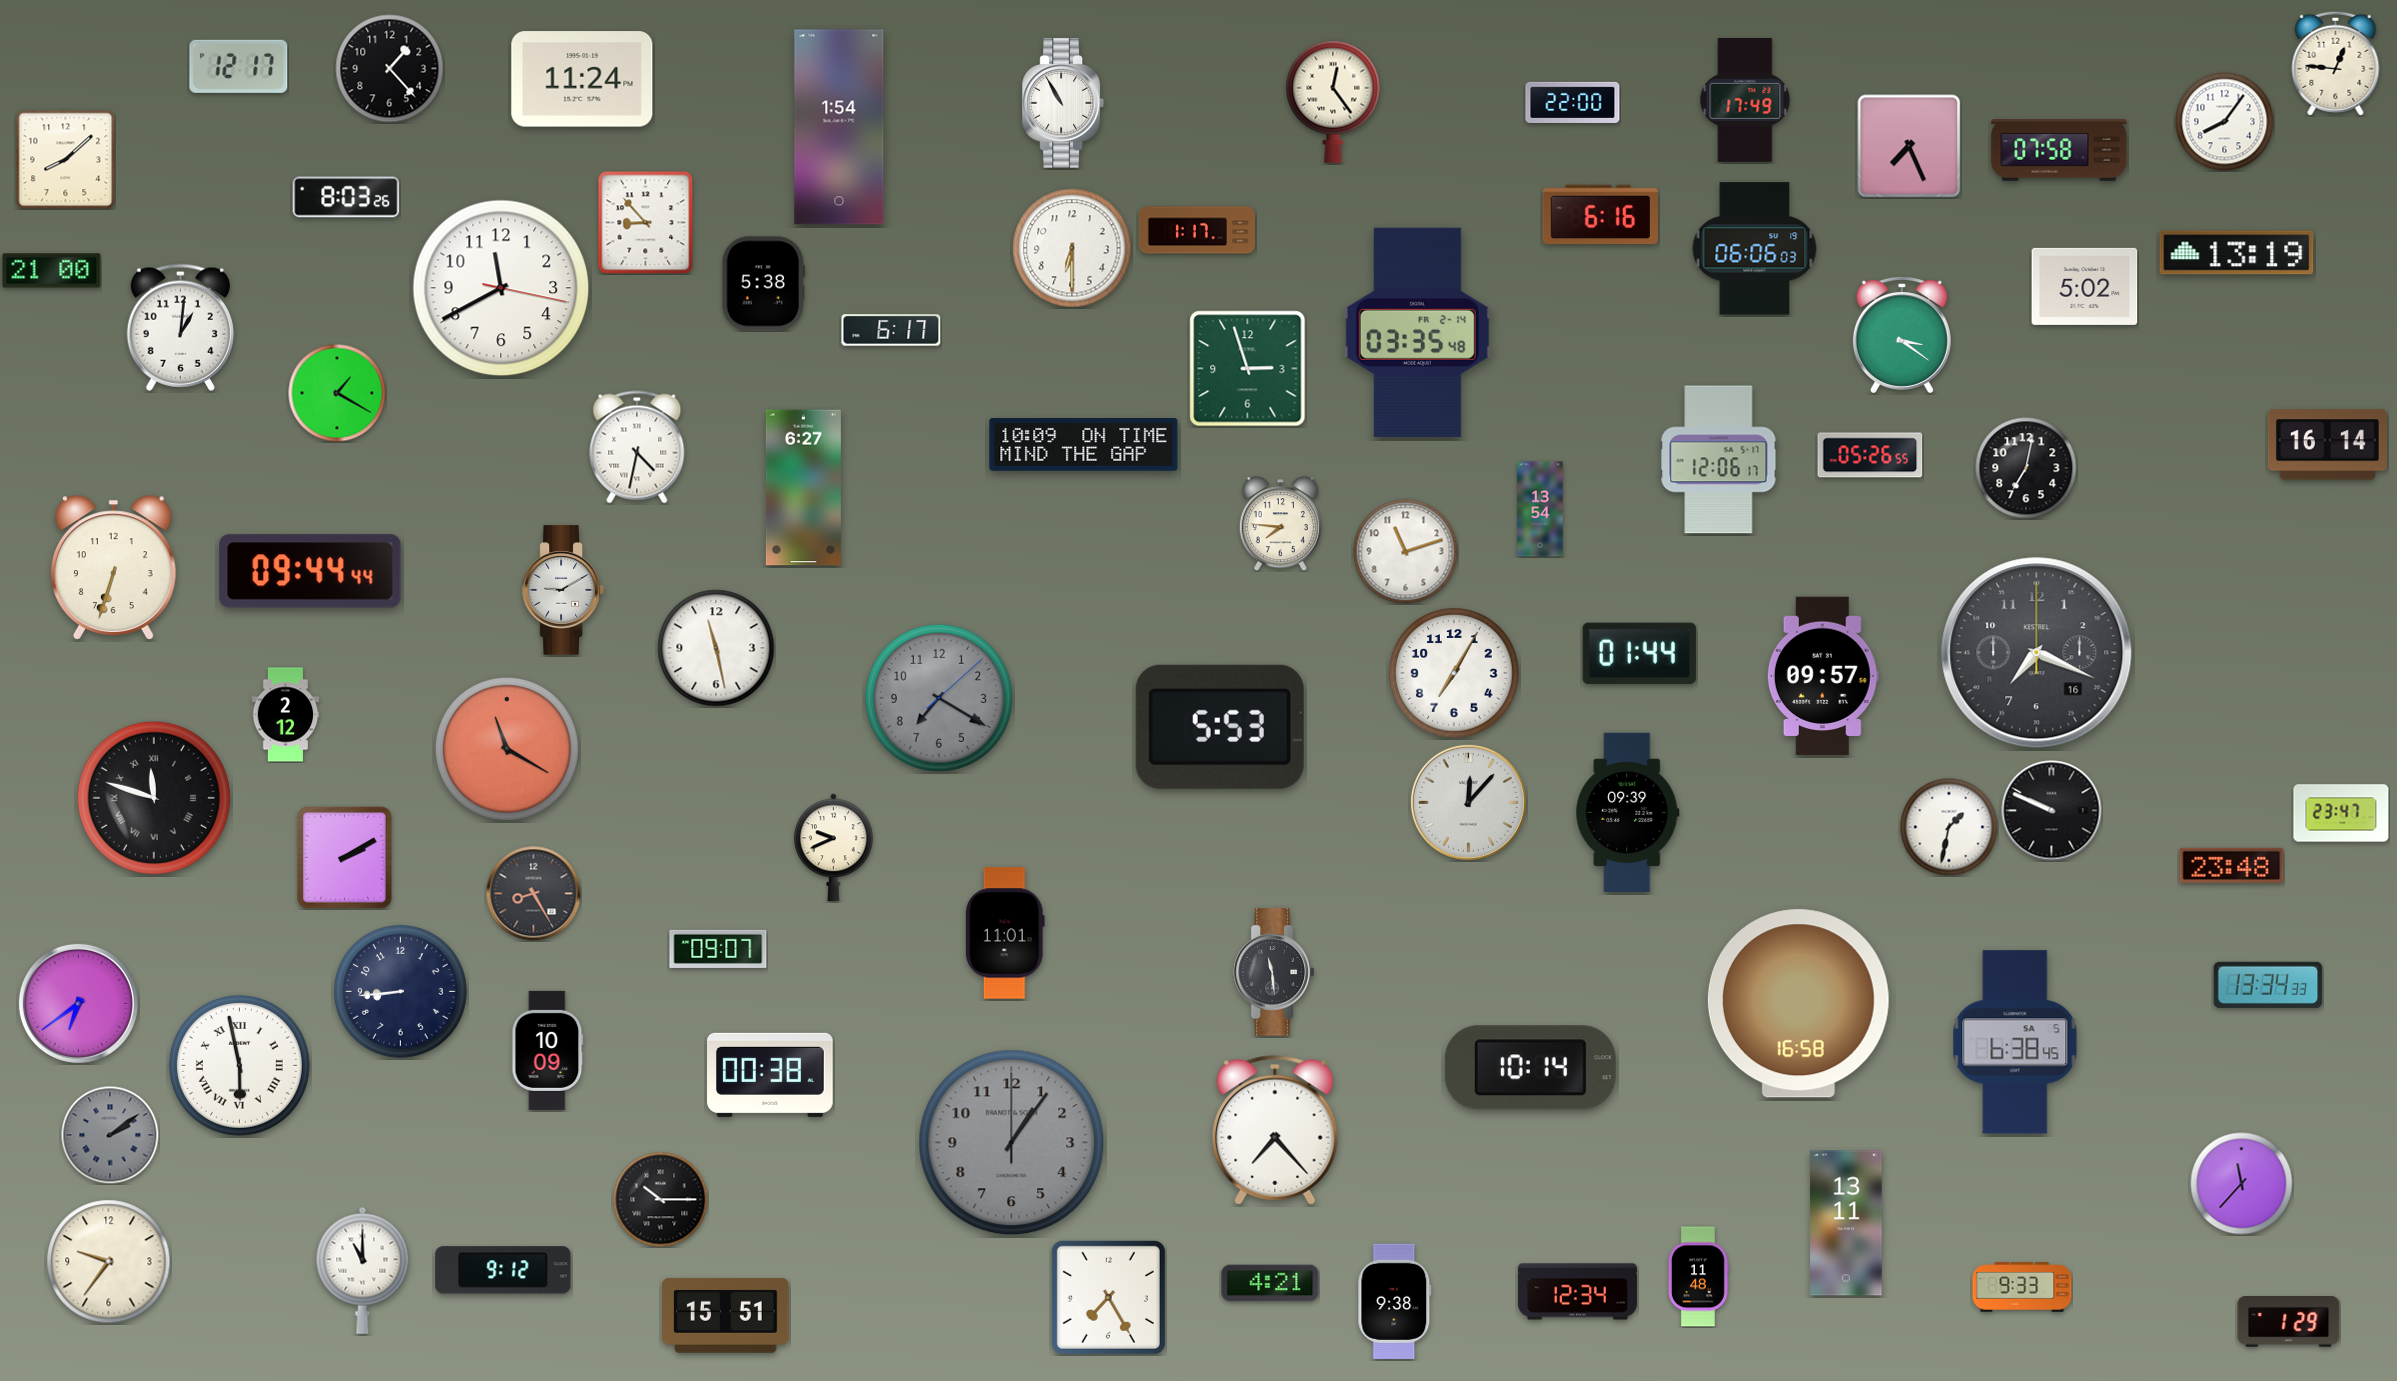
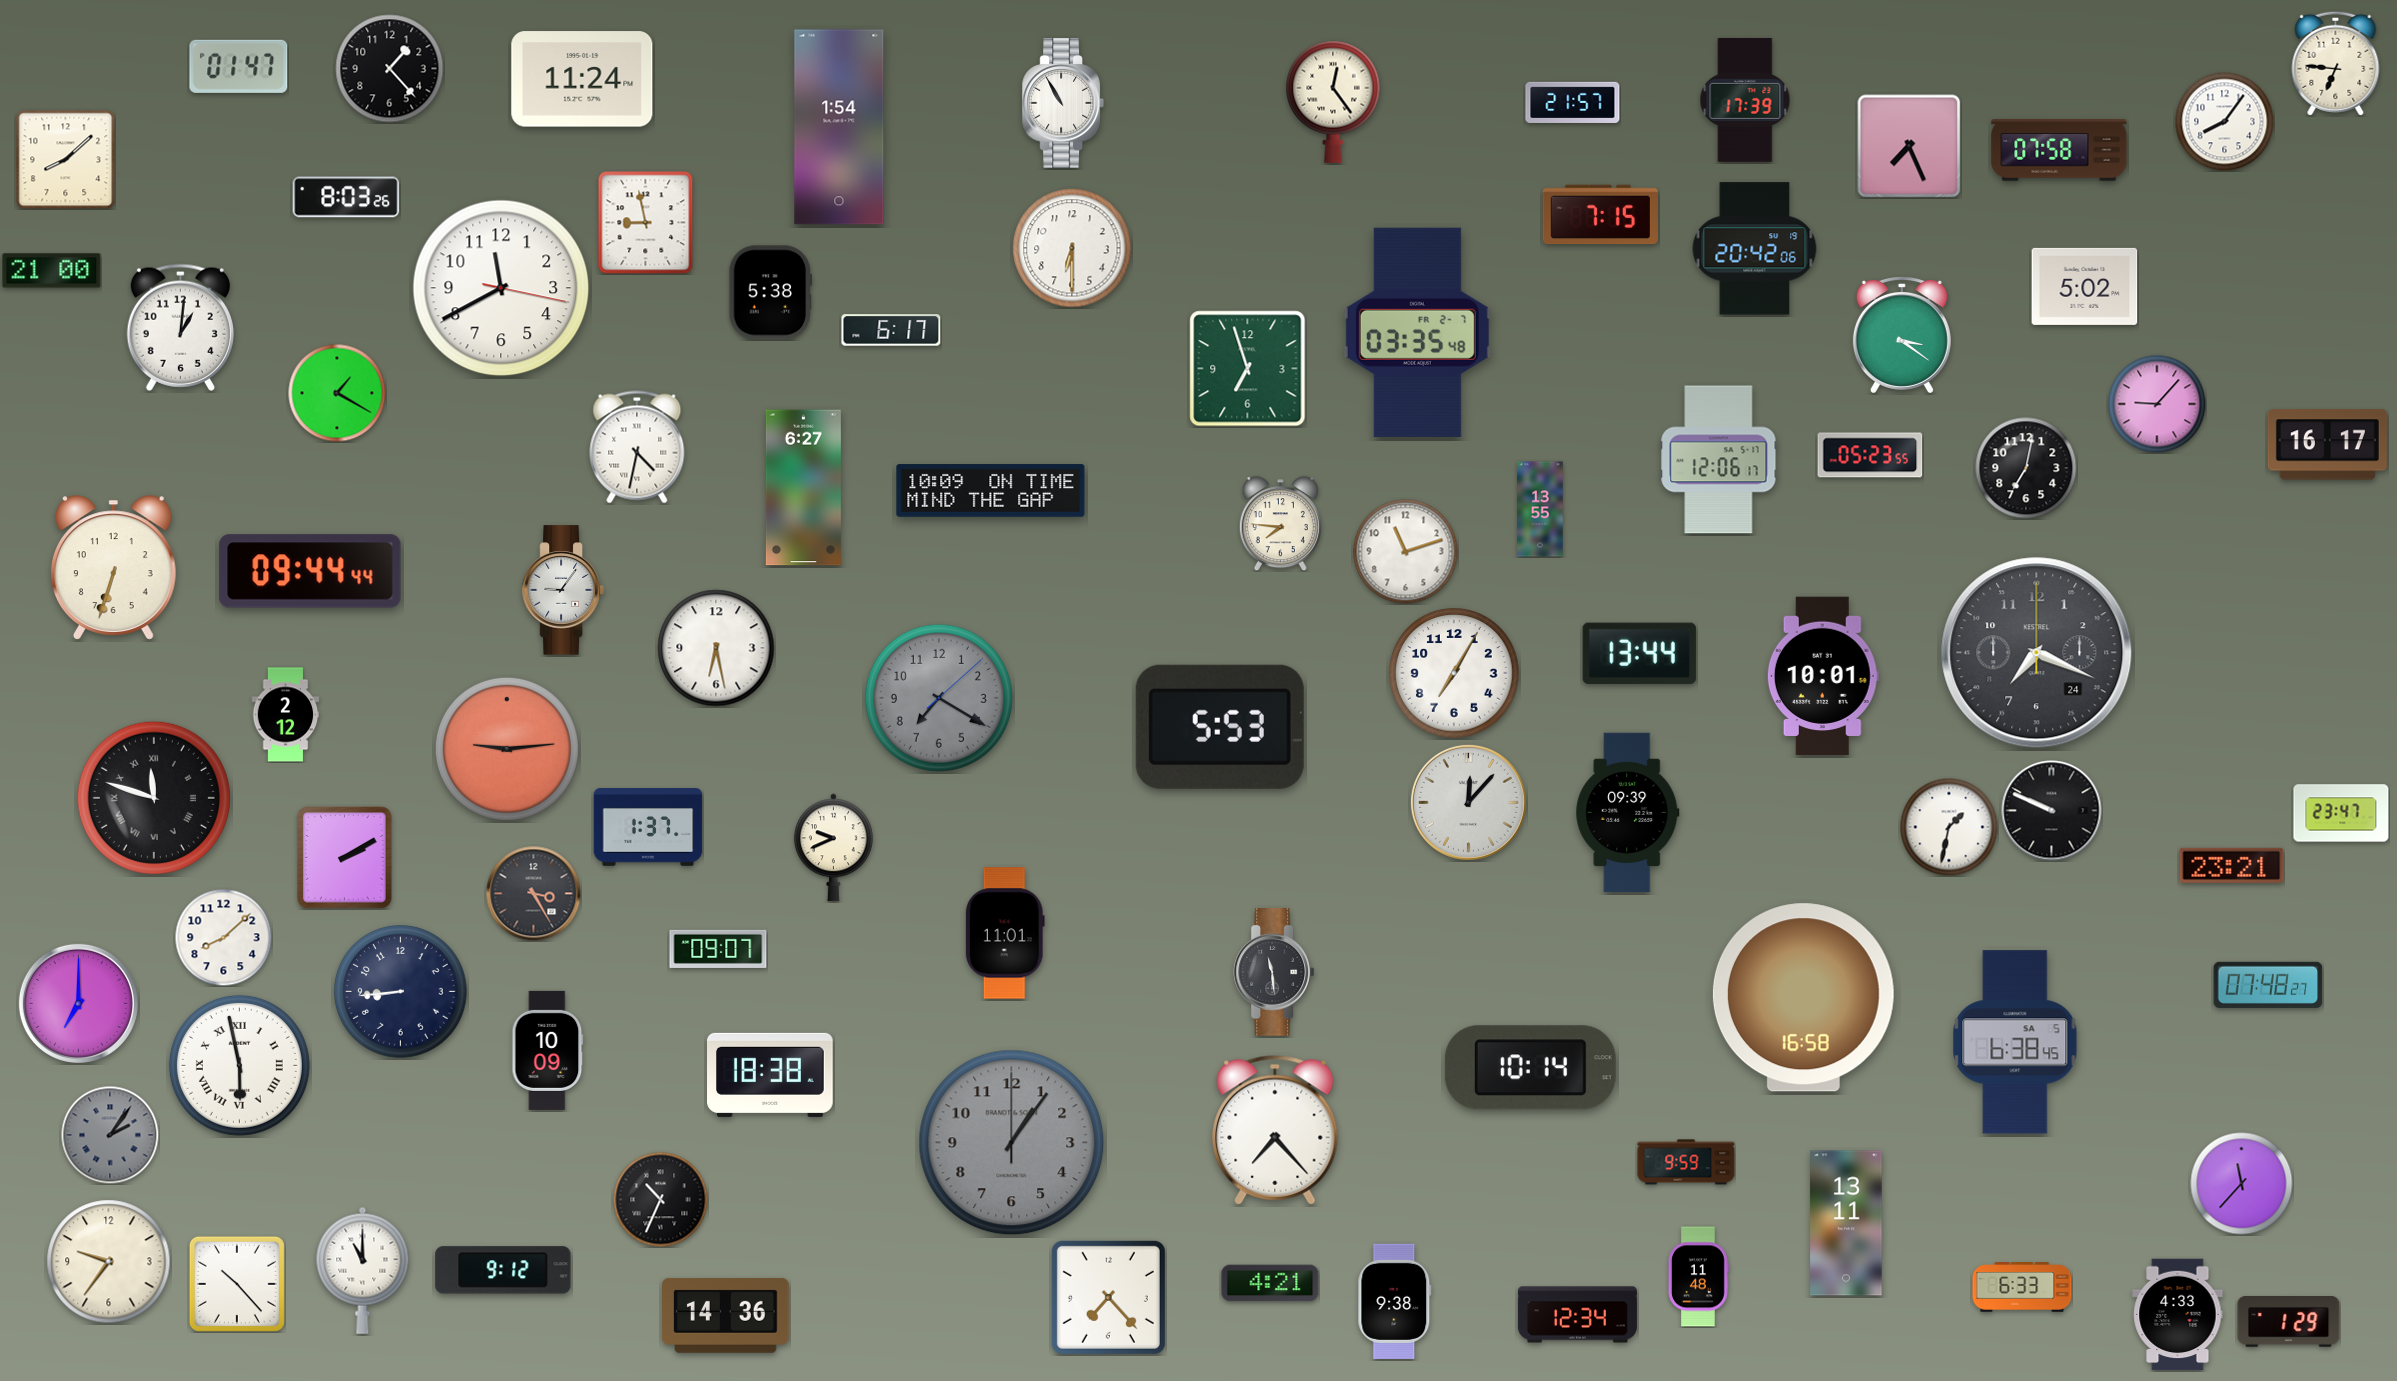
clock at (2336, 63): 12:46 -> 6:46
clock at (239, 66): 12:17 -> 01:47
clock at (1745, 100): 17:49 -> 17:39
clock at (1573, 102): 22:00 -> 21:57
clock at (1600, 215): 6:16 -> 7:15
clock at (646, 223): 8:53 -> 8:58
clock at (1197, 230): 1:17 -> none
clock at (1755, 249): 06:06 -> 20:42
clock at (2237, 253): 13:19 -> none
clock at (764, 284) position: (764, 284) -> (771, 293)
clock at (1417, 332) date: FR 2-14 -> FR 2-7
clock at (1248, 369): 2:57 -> 6:57
clock at (2157, 404): none -> 9:07
clock at (1084, 445) position: (1084, 445) -> (991, 491)
clock at (2327, 445): 16:14 -> 16:17
clock at (1870, 455): 05:26 -> 05:23
clock at (1540, 509): 13:54 -> 13:55
clock at (563, 590): 9:10 -> 9:06
clock at (716, 648): 11:28 -> 6:28
clock at (1639, 653): 01:44 -> 13:44
clock at (2037, 653) date: 16 -> 24
clock at (1823, 676): 09:57 -> 10:01
clock at (507, 749): 11:20 -> 9:14
clock at (648, 827): none -> 1:37
clock at (2232, 865): 23:48 -> 23:21
clock at (533, 893): 8:25 -> 3:25
clock at (223, 937): none -> 8:08
clock at (2268, 985): 13:34 -> 07:48
clock at (78, 1003): 6:39 -> 7:00
clock at (1798, 1004) position: (1798, 1004) -> (1803, 998)
clock at (771, 1075): 00:38 -> 18:38
clock at (110, 1135): 2:09 -> 2:06
clock at (1686, 1162): none -> 9:59
clock at (660, 1199): 10:15 -> 10:34
clock at (237, 1284): none -> 10:23
clock at (2022, 1287): 9:33 -> 6:33
clock at (1577, 1292) position: (1577, 1292) -> (1577, 1315)
clock at (1108, 1297): 7:25 -> 7:23
clock at (726, 1315): 15:51 -> 14:36
clock at (2178, 1315): none -> 4:33
